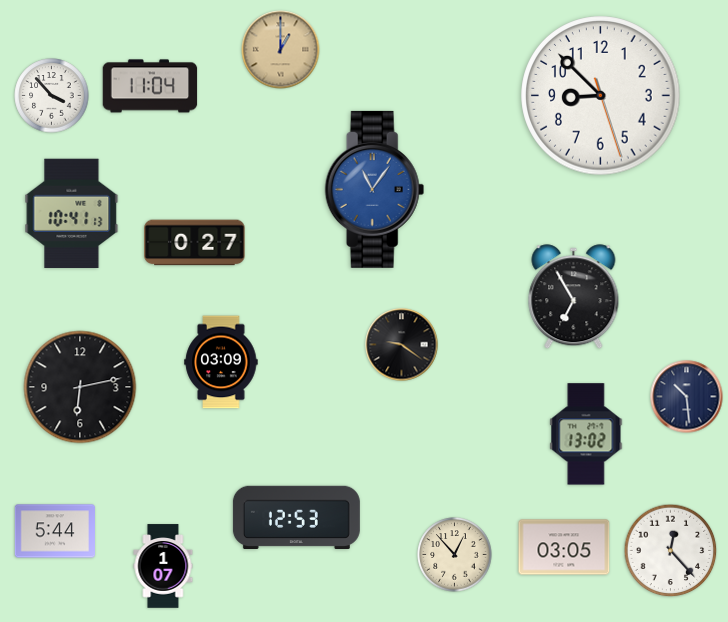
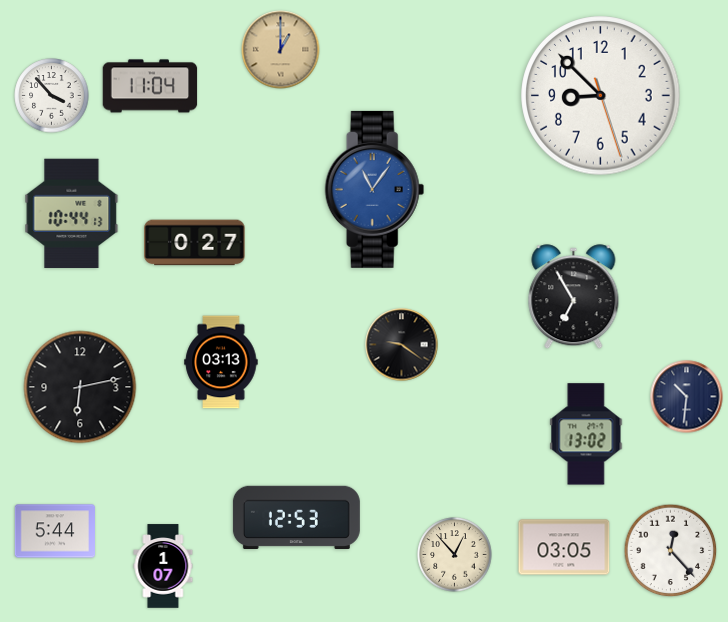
clock at (72, 213): 10:41 -> 10:44
clock at (221, 362): 03:09 -> 03:13
clock at (687, 397): 10:29 -> 10:31
